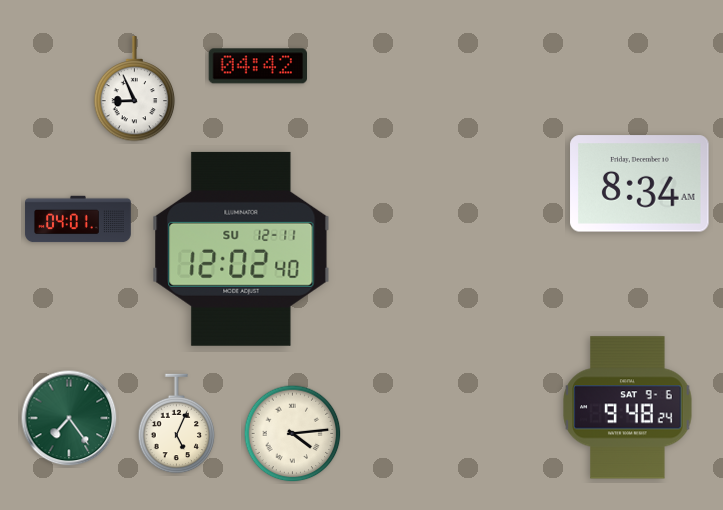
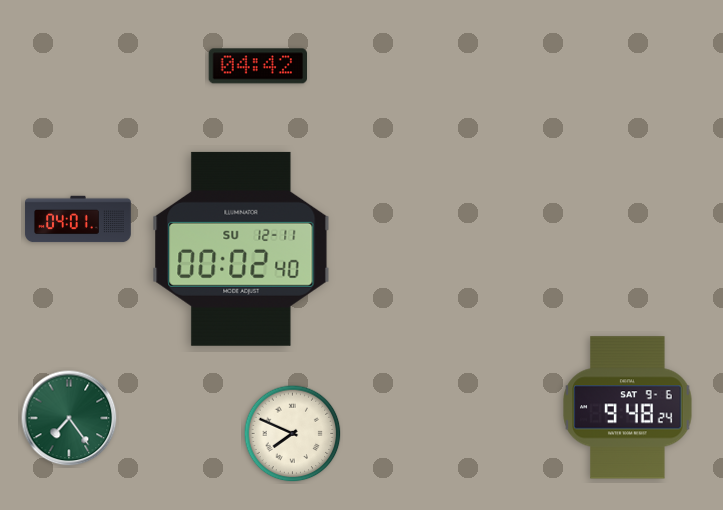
clock at (135, 89): 8:56 -> none
clock at (640, 184): 8:34 -> none
clock at (241, 249): 12:02 -> 00:02
clock at (177, 424): 5:04 -> none
clock at (293, 434): 4:14 -> 7:49
